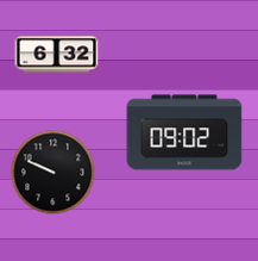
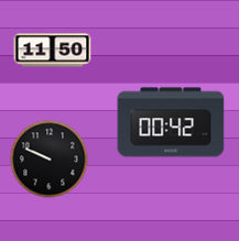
clock at (57, 55): 6:32 -> 11:50
clock at (184, 132): 09:02 -> 00:42
